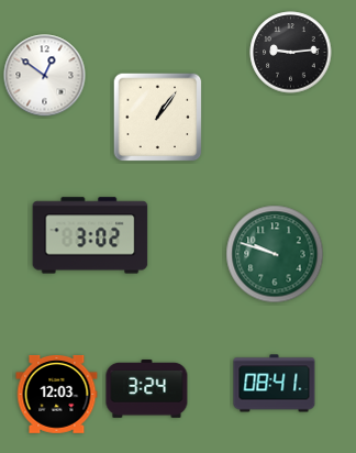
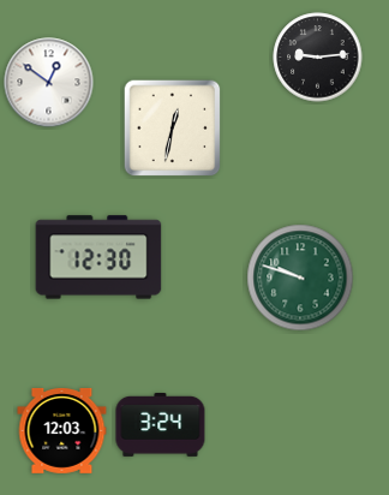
clock at (158, 118): 1:06 -> 12:32
clock at (90, 235): 3:02 -> 12:30
clock at (275, 384): 08:41 -> none
